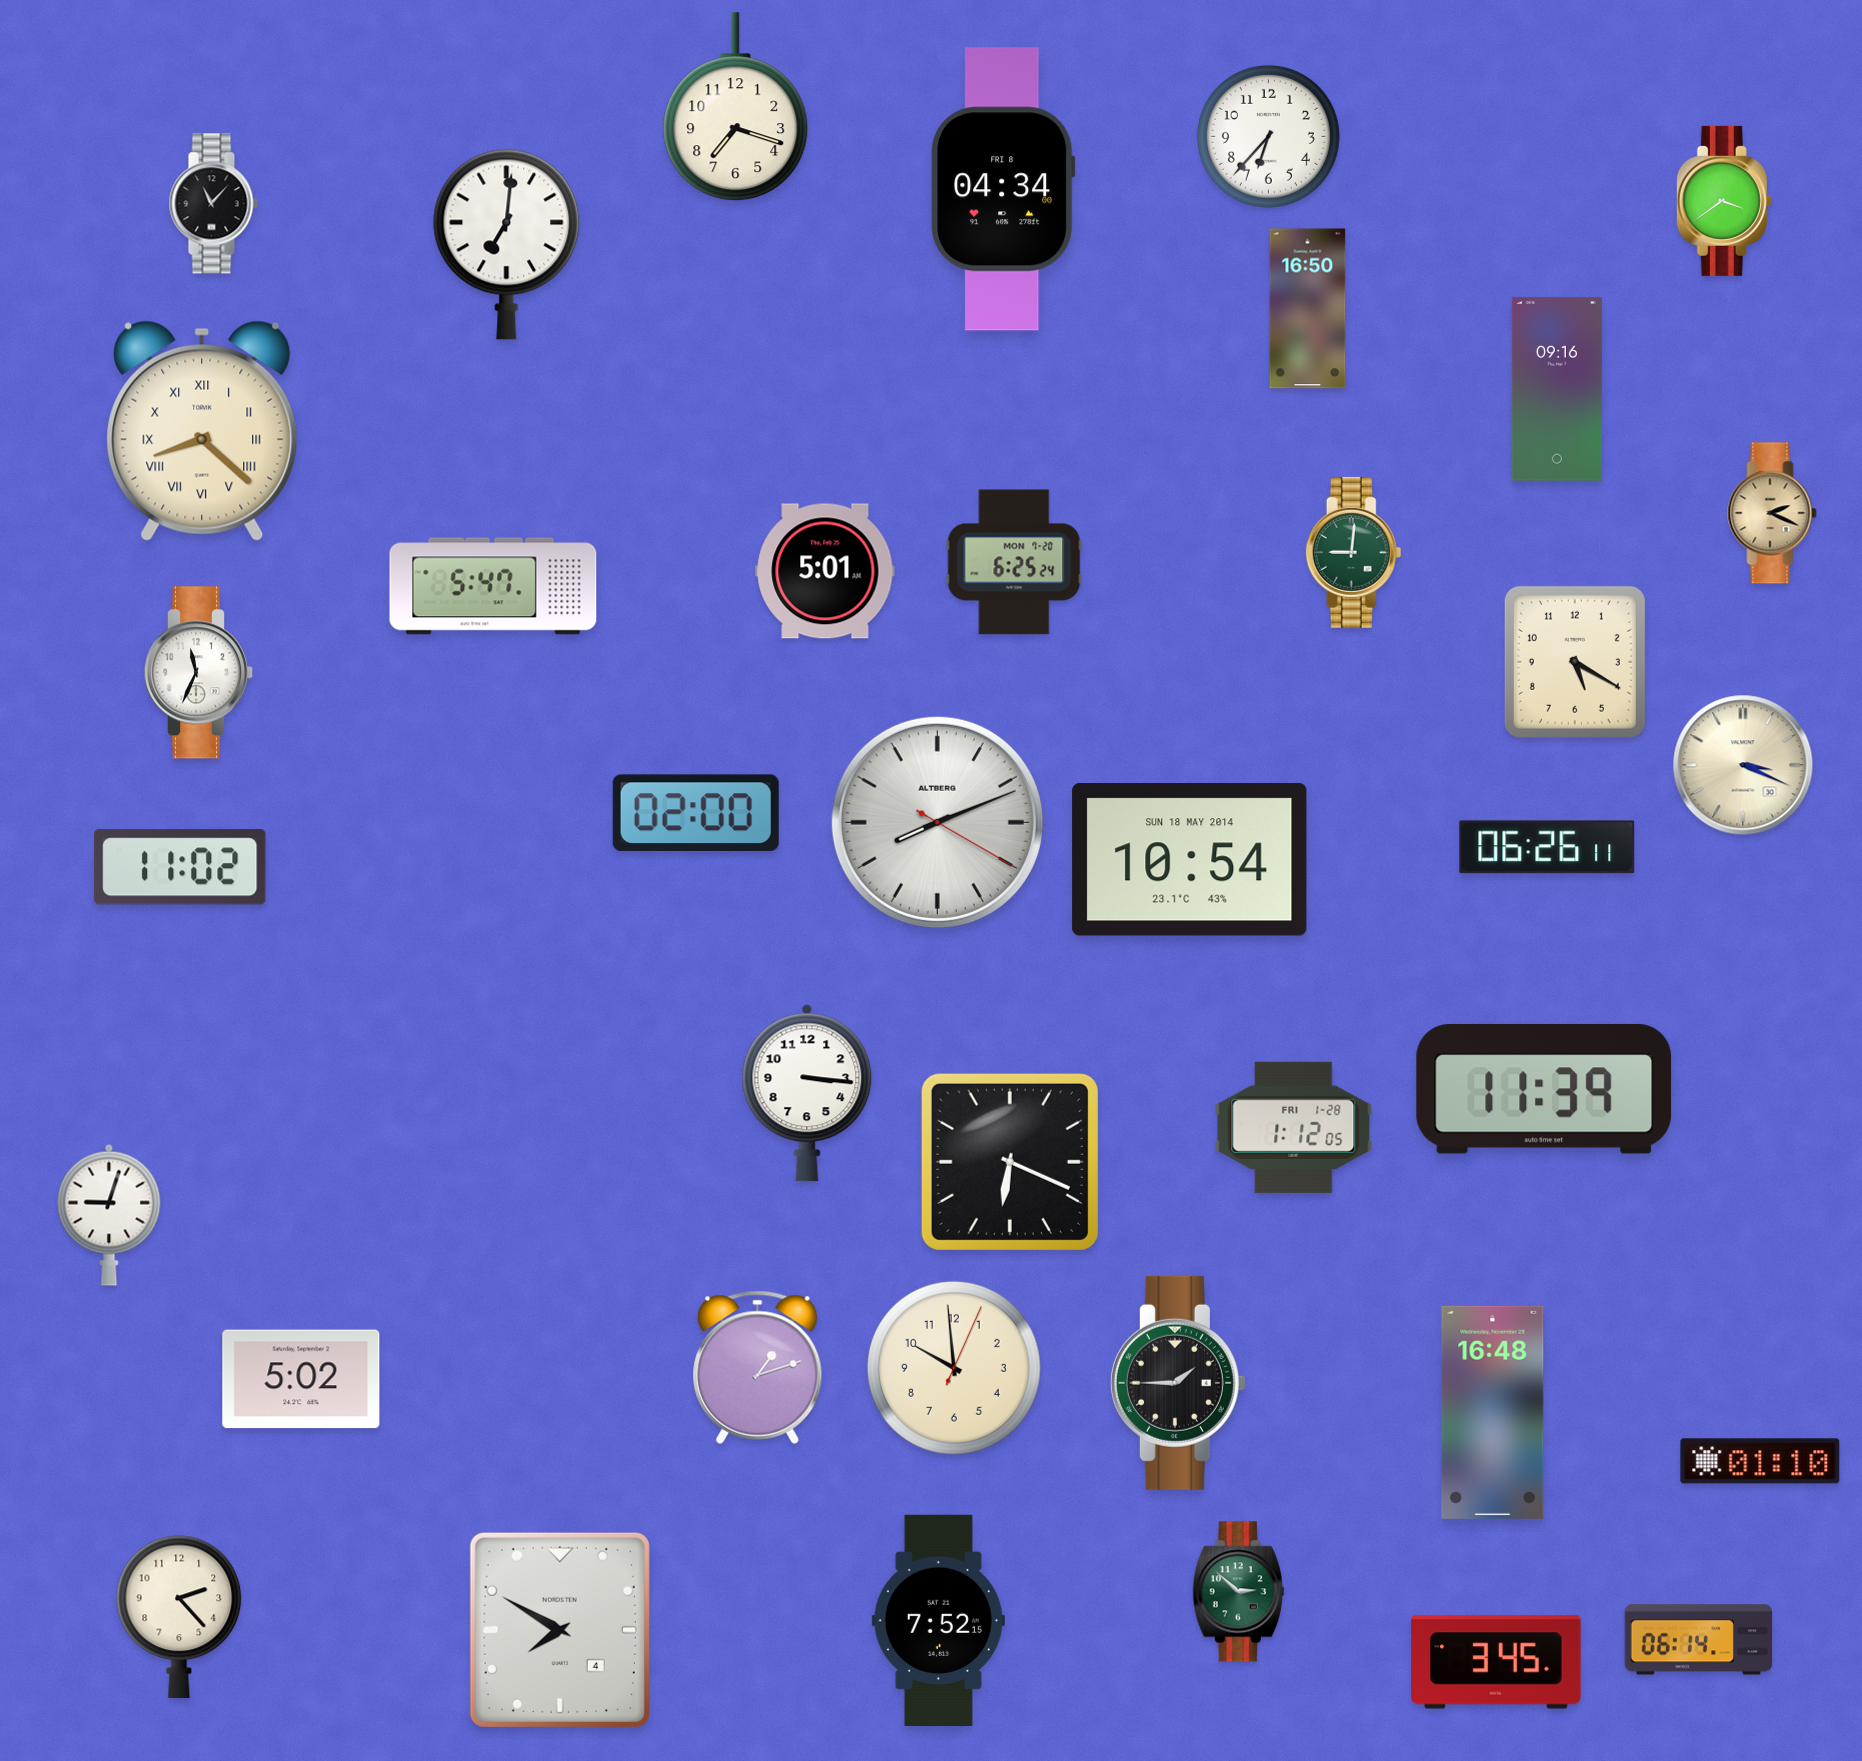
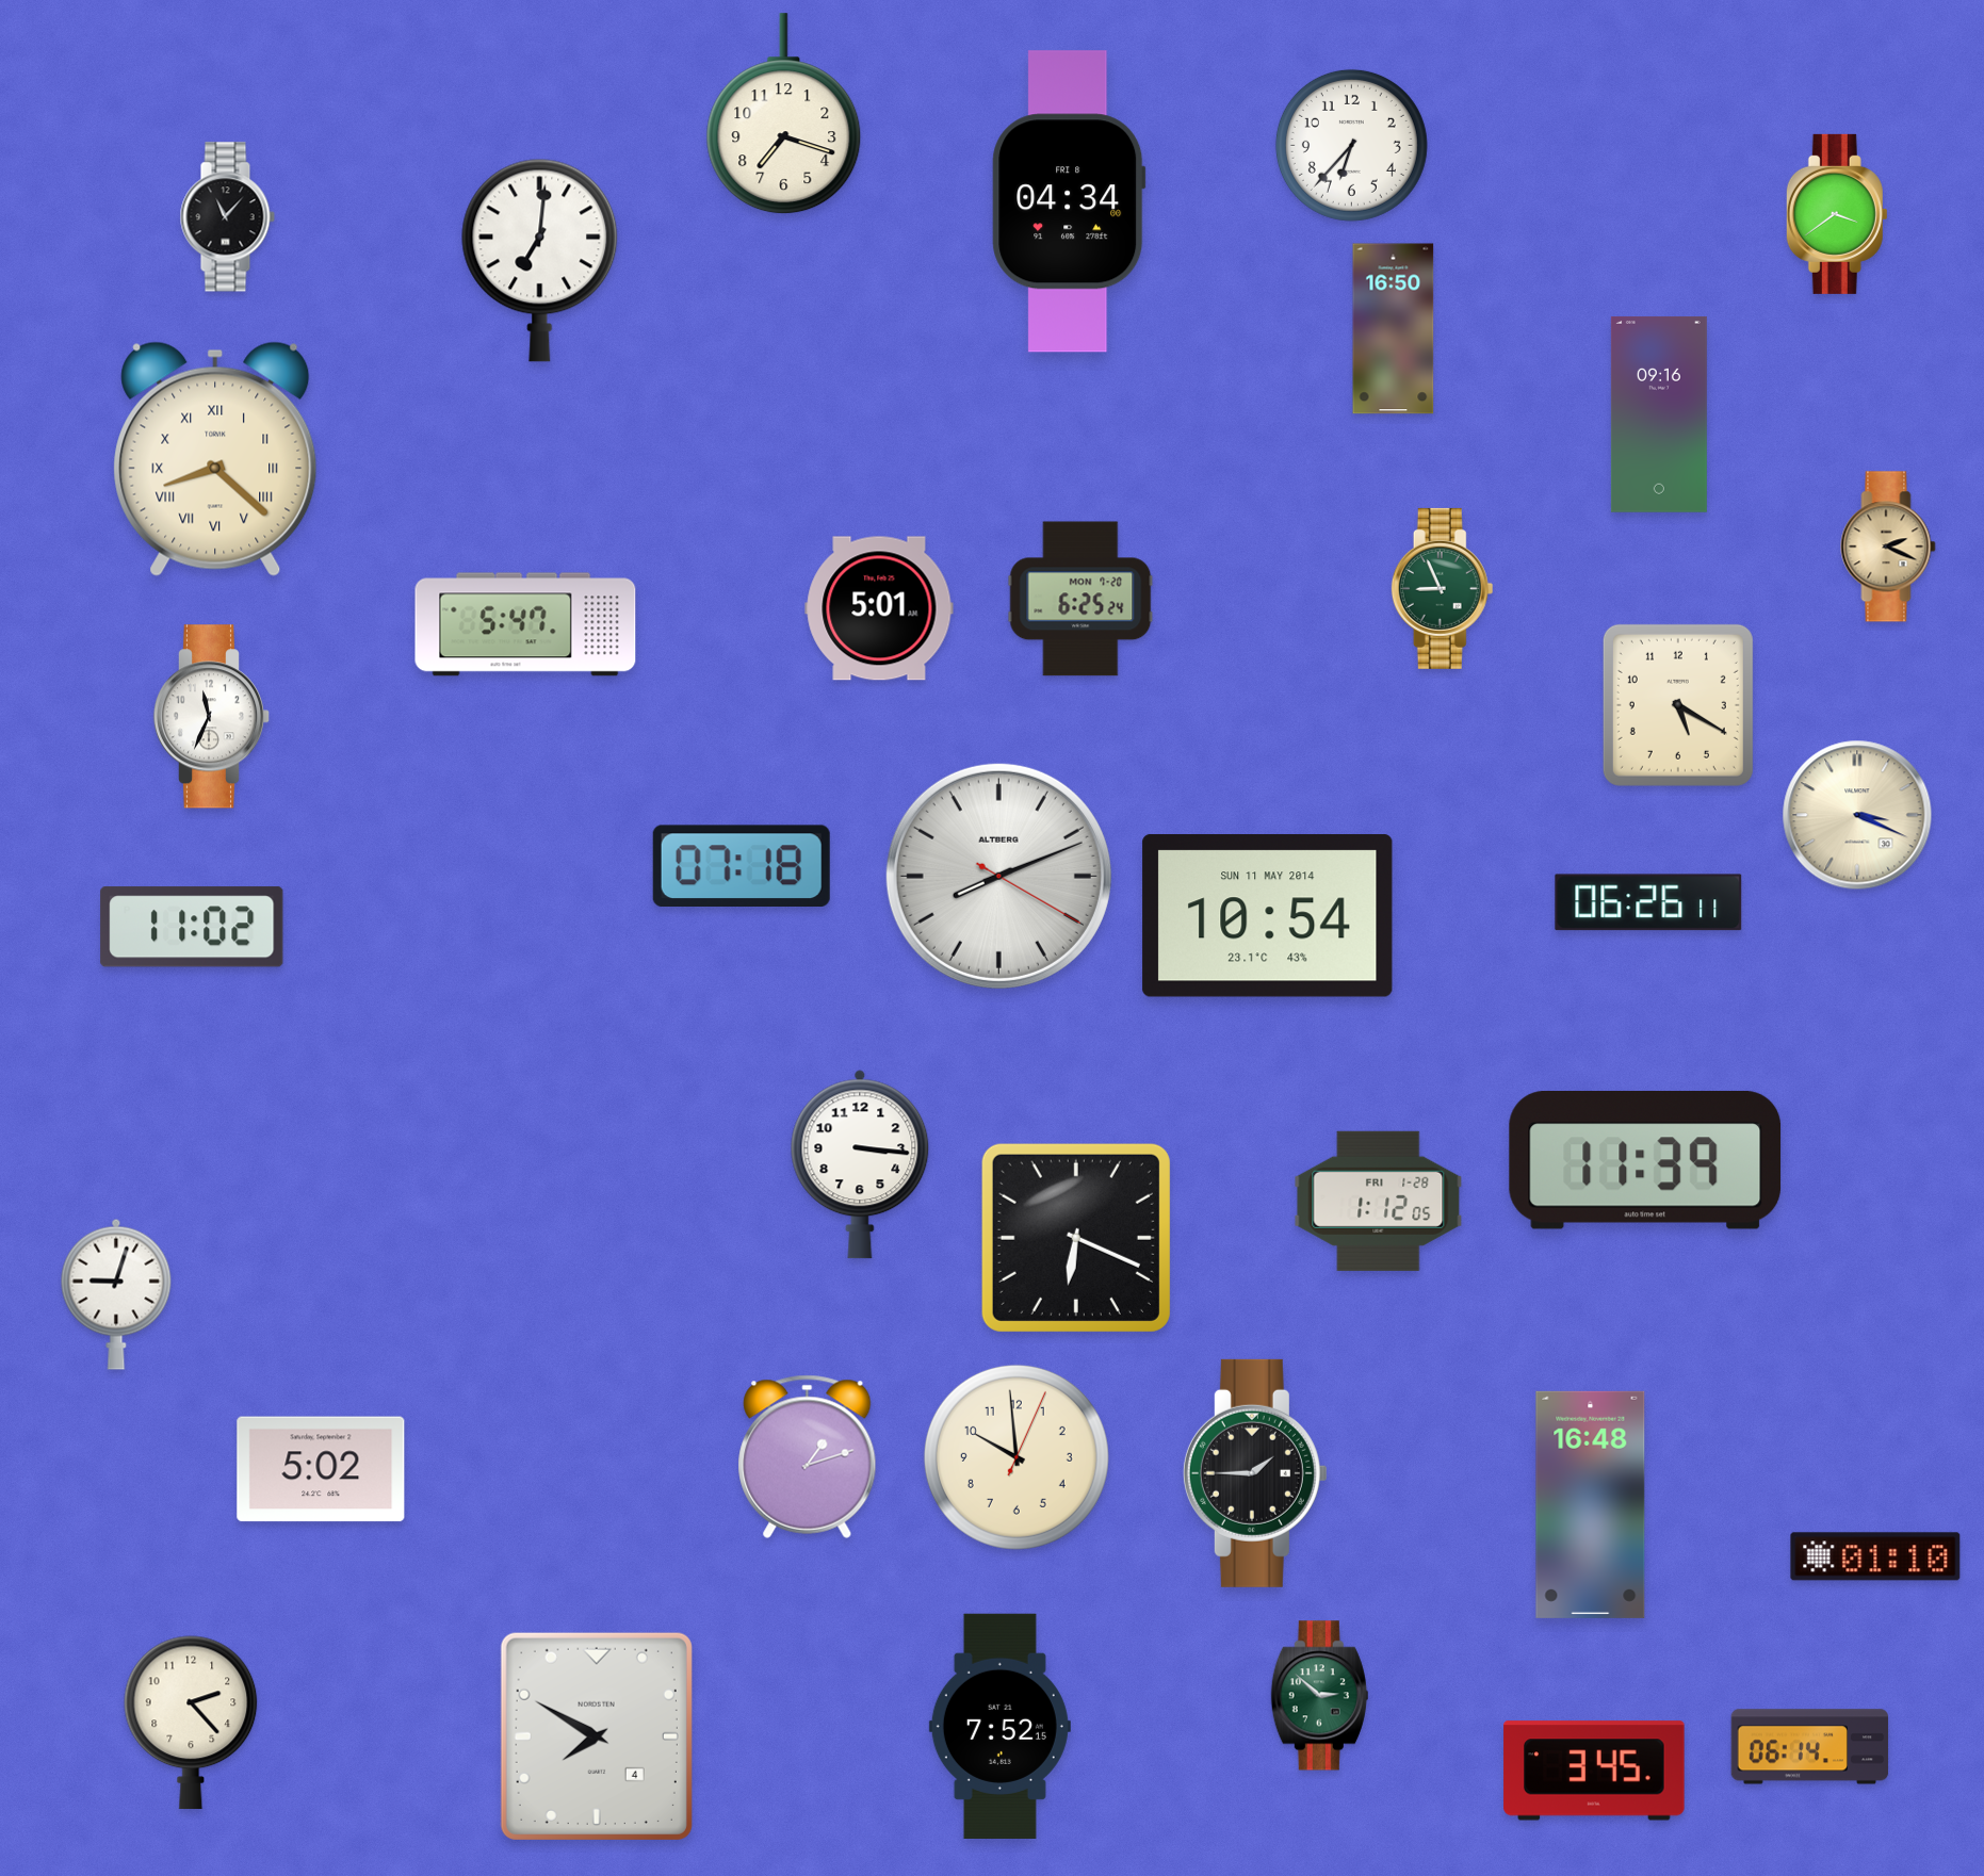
clock at (1354, 552): 9:01 -> 8:56
clock at (696, 812): 02:00 -> 07:18
clock at (1190, 860) date: SUN 18 MAY 2014 -> SUN 11 MAY 2014
clock at (180, 867) position: (180, 867) -> (192, 927)
